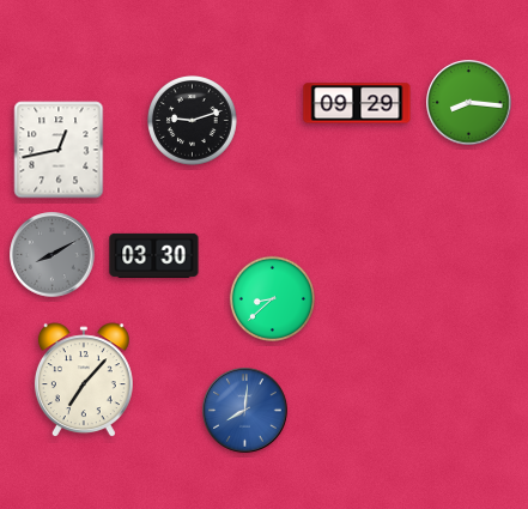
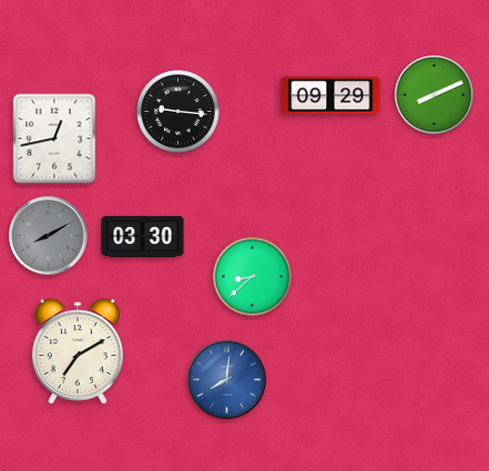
clock at (469, 103): 8:16 -> 8:11
clock at (193, 121): 9:12 -> 9:16
clock at (84, 381): 7:07 -> 7:10
